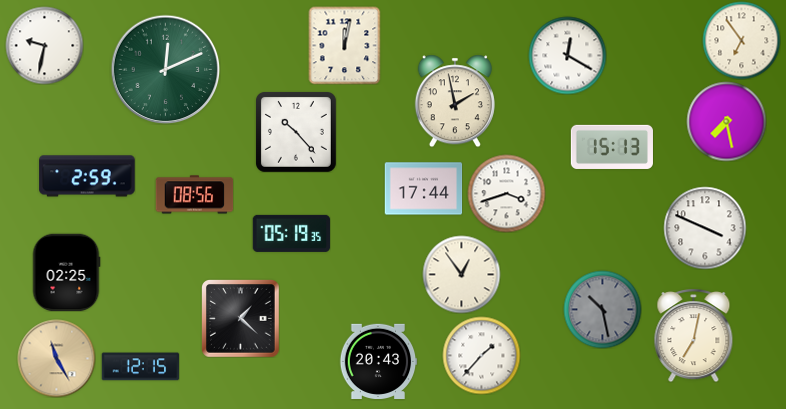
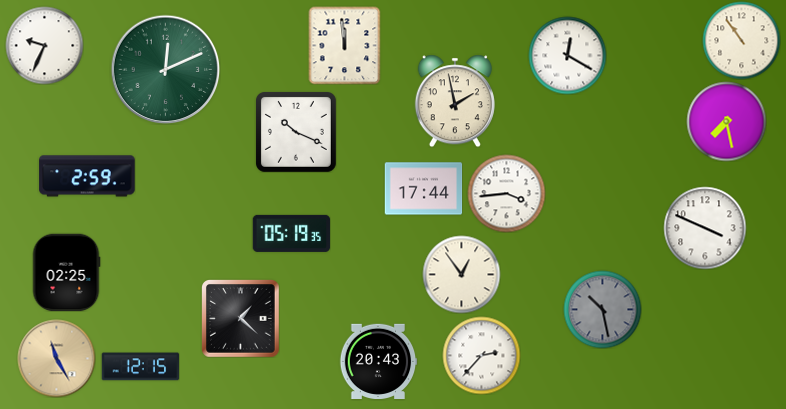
clock at (741, 40): 6:54 -> 10:54
clock at (44, 45): 9:32 -> 9:34
clock at (345, 45): 12:02 -> 11:59
clock at (296, 132): 10:23 -> 10:19
clock at (612, 147): 15:13 -> none
clock at (506, 193): 3:42 -> 3:44
clock at (194, 195): 08:56 -> none
clock at (694, 335): 7:02 -> none
clock at (481, 355): 1:37 -> 2:37
